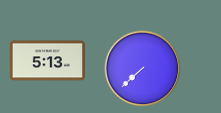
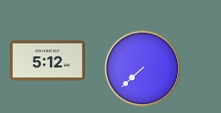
clock at (47, 61): 5:13 -> 5:12
